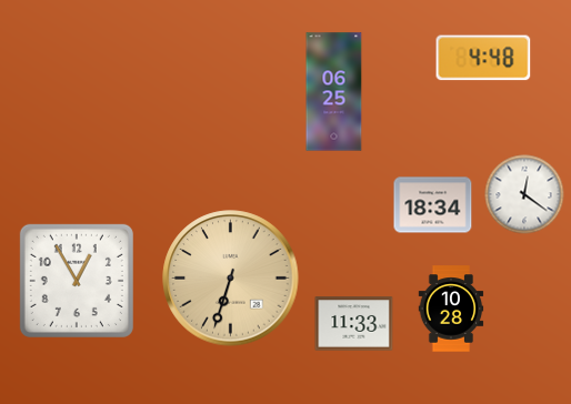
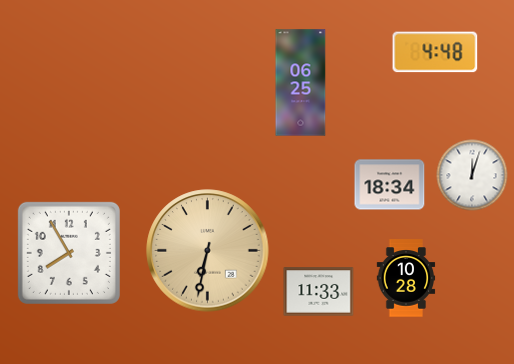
clock at (524, 194): 12:21 -> 12:03
clock at (231, 279): 6:33 -> 6:32
clock at (77, 281): 12:55 -> 7:55
